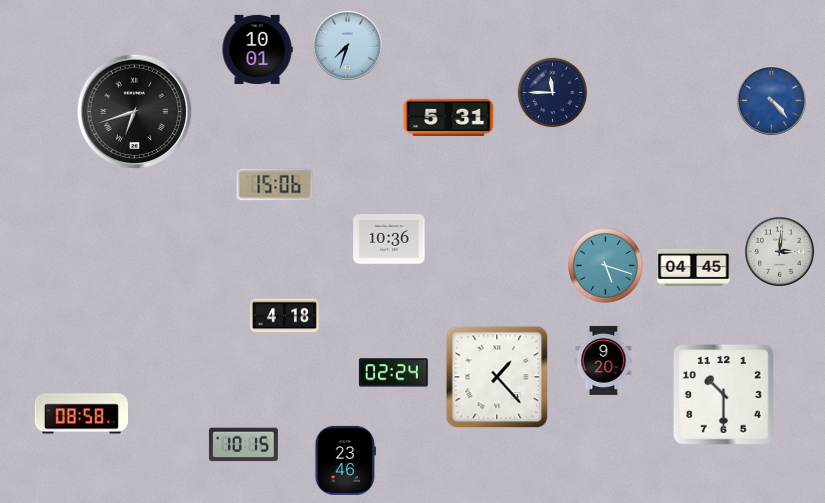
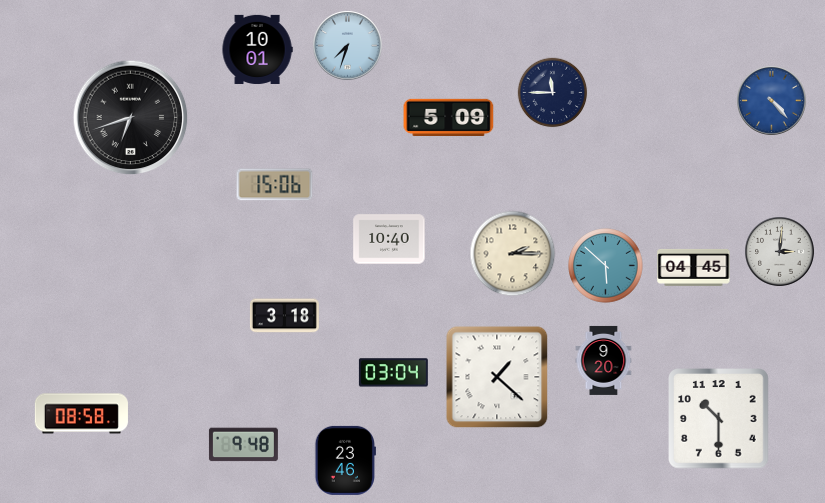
clock at (135, 112) position: (135, 112) -> (131, 118)
clock at (449, 117): 5:31 -> 5:09
clock at (389, 239): 10:36 -> 10:40
clock at (513, 254): none -> 2:15
clock at (606, 266): 5:18 -> 5:52
clock at (284, 316): 4:18 -> 3:18
clock at (393, 373): 02:24 -> 03:04
clock at (497, 377): 1:23 -> 1:22
clock at (724, 395) position: (724, 395) -> (719, 419)
clock at (243, 445): 10:15 -> 9:48
